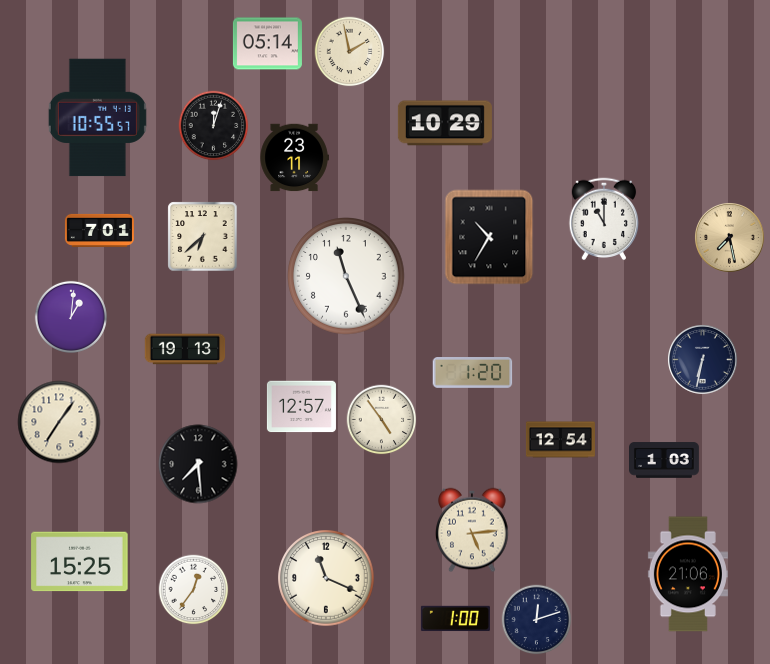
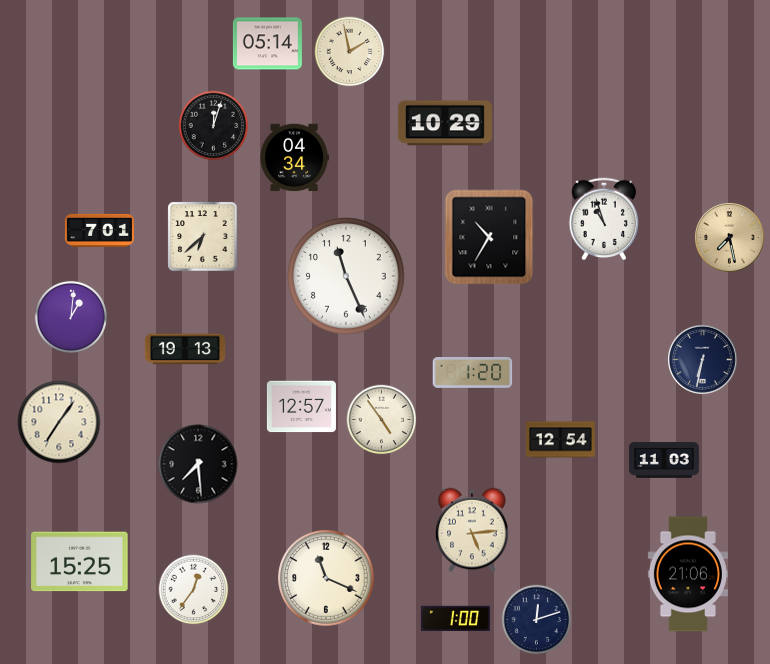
clock at (97, 118): 10:55 -> none
clock at (294, 158): 23:11 -> 04:34
clock at (604, 219): 11:00 -> 10:57
clock at (665, 460): 1:03 -> 11:03
